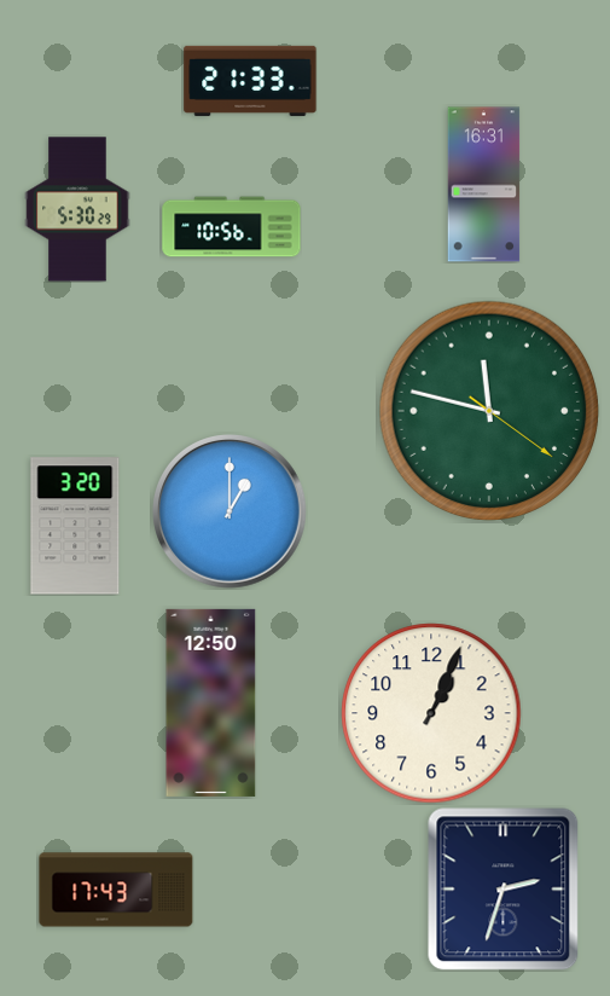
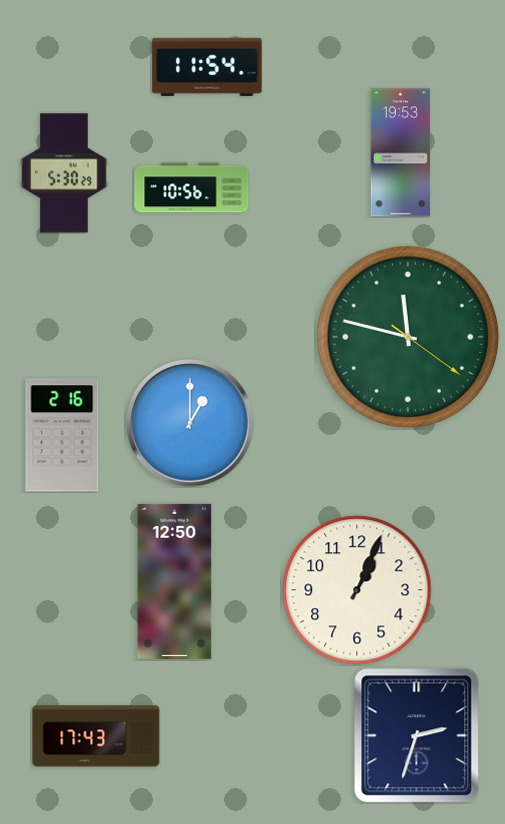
clock at (250, 81): 21:33 -> 11:54
clock at (484, 185): 16:31 -> 19:53
clock at (489, 411) position: (489, 411) -> (408, 337)
clock at (75, 526): 3:20 -> 2:16
